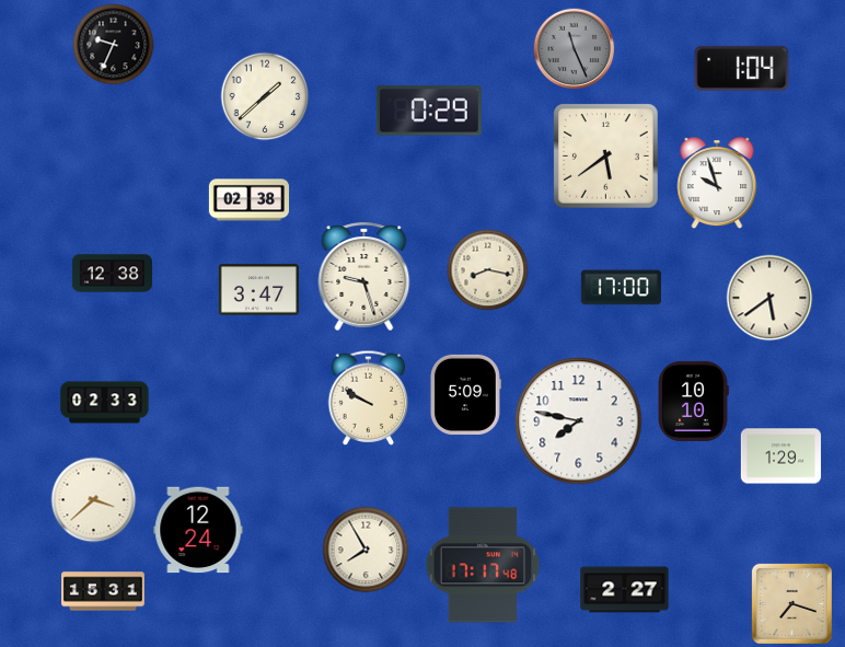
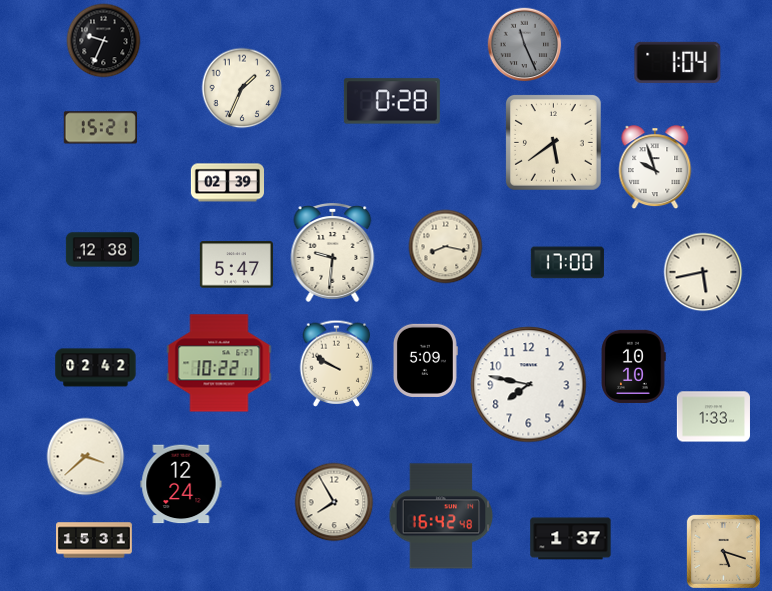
clock at (265, 96): 1:38 -> 1:34
clock at (429, 111): 0:29 -> 0:28
clock at (100, 128): none -> 15:21
clock at (248, 200): 02:38 -> 02:39
clock at (364, 276): 9:27 -> 9:31
clock at (258, 290): 3:47 -> 5:47
clock at (769, 298): 5:39 -> 5:43
clock at (219, 363): none -> 10:22
clock at (105, 403): 02:33 -> 02:42
clock at (780, 457): 1:29 -> 1:33
clock at (483, 565): 17:17 -> 16:42
clock at (625, 590): 2:27 -> 1:37
clock at (791, 603): 7:18 -> 5:18
